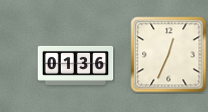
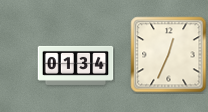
clock at (76, 65): 01:36 -> 01:34
